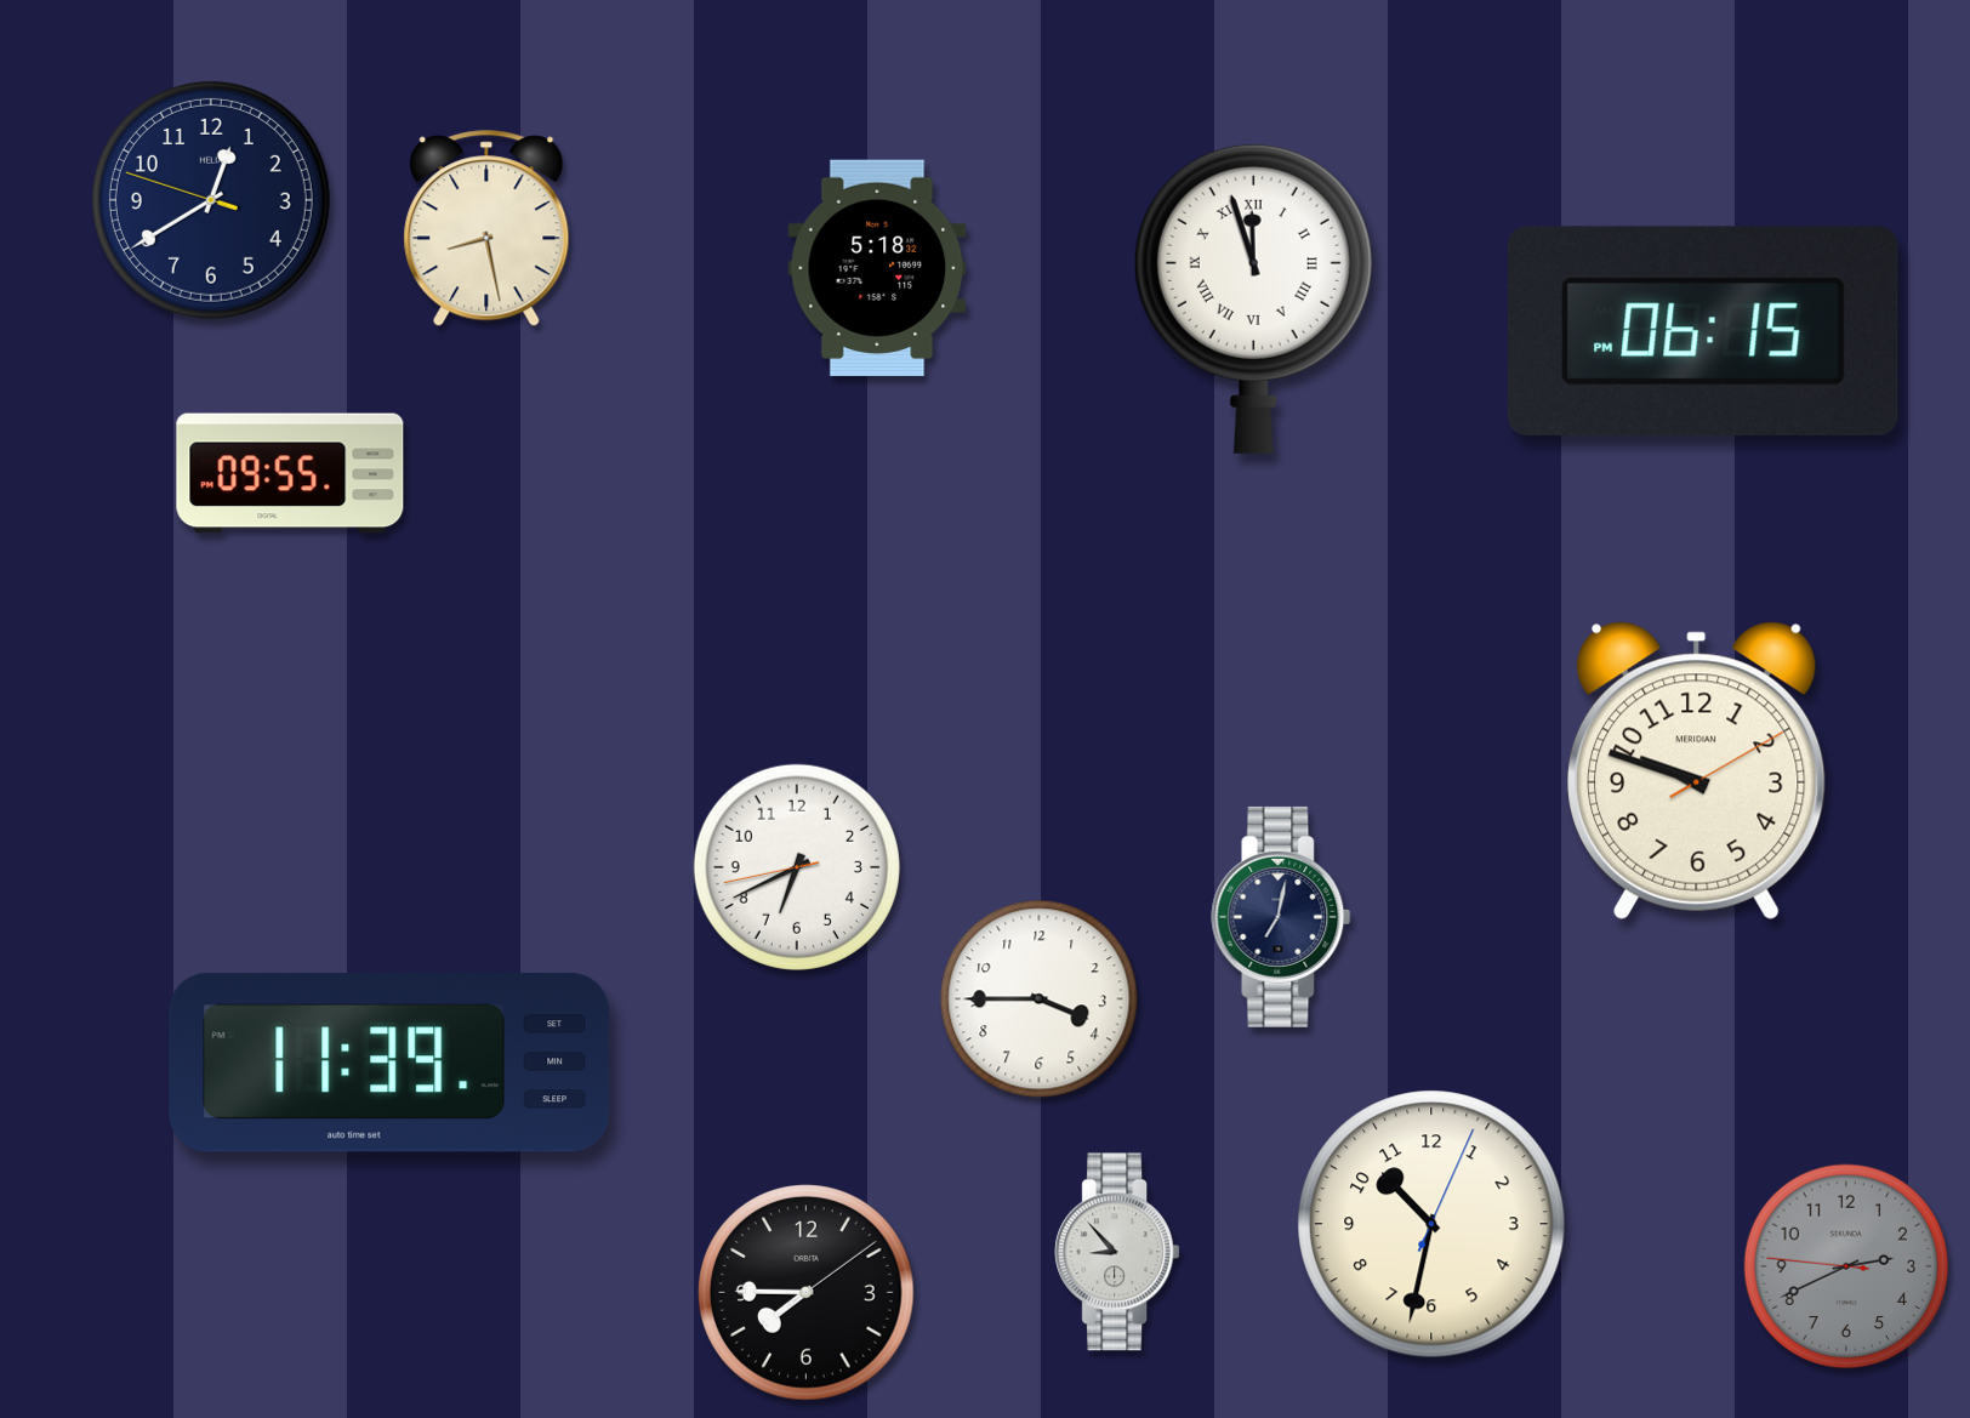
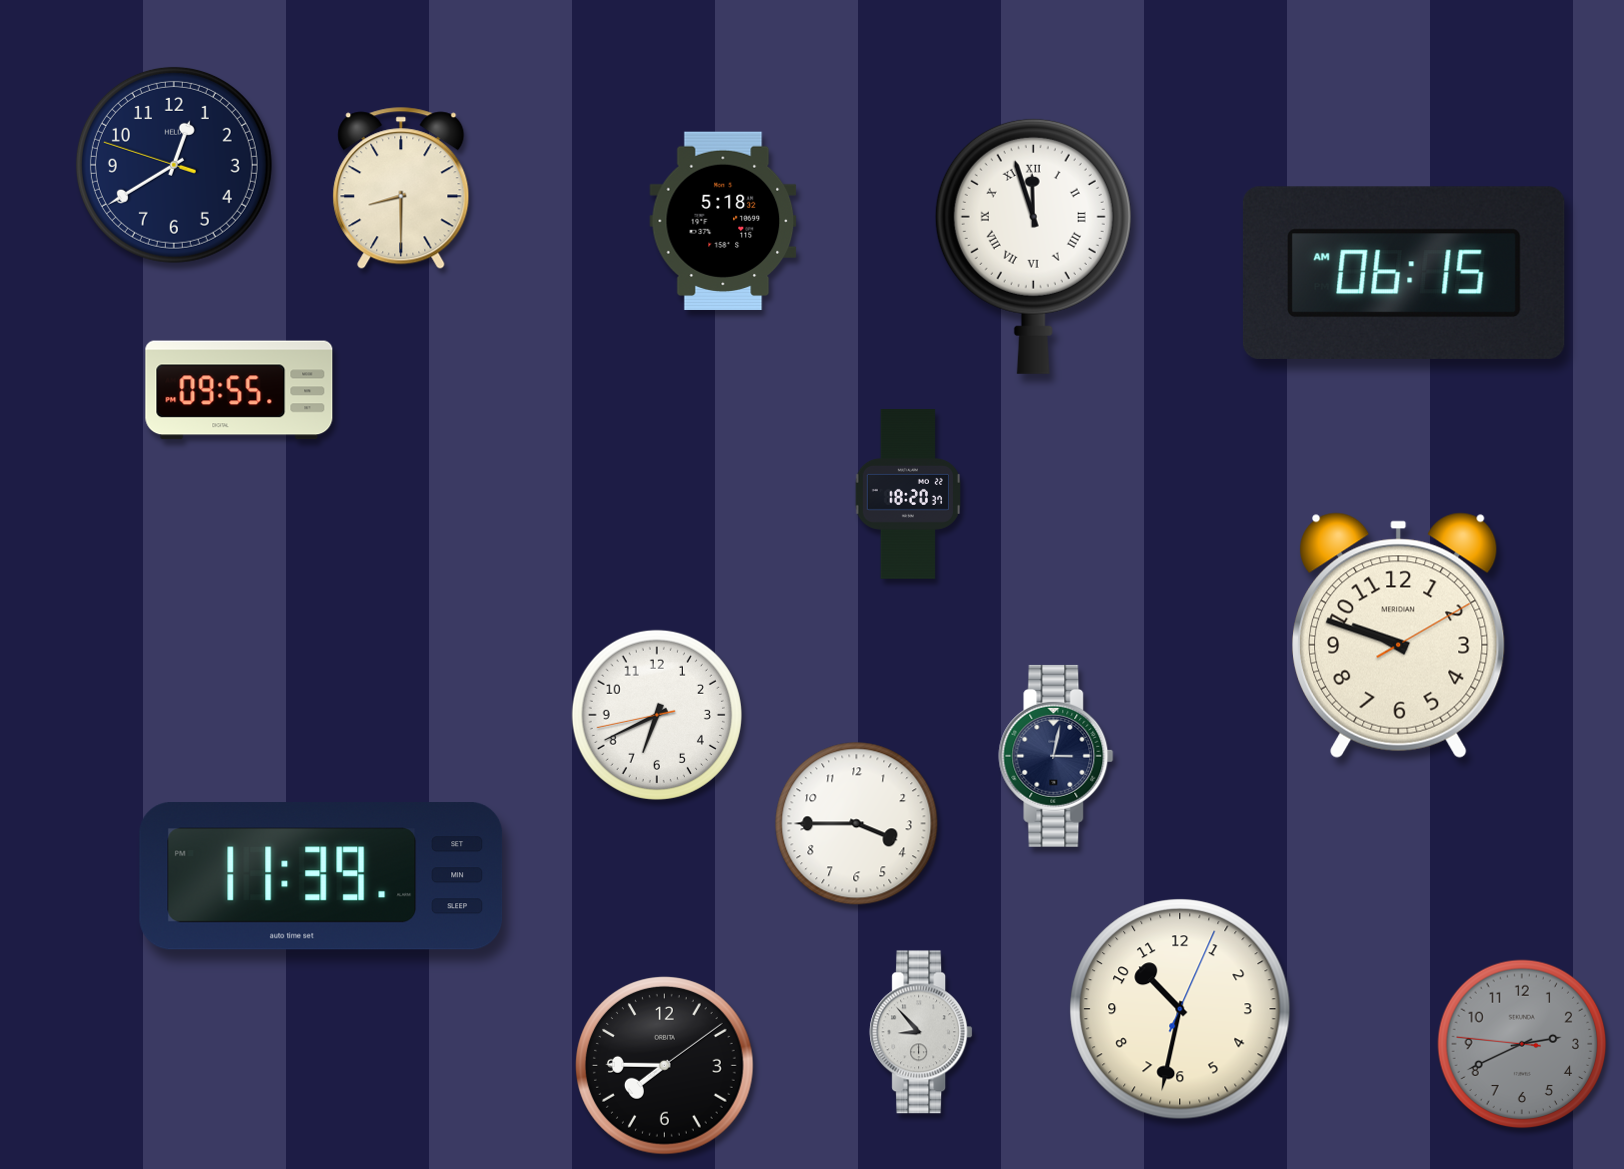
clock at (486, 228): 8:28 -> 8:30
clock at (1703, 331): 06:15 PM -> 06:15 AM
clock at (907, 495): none -> 18:20
clock at (1281, 917): 7:02 -> 3:02
